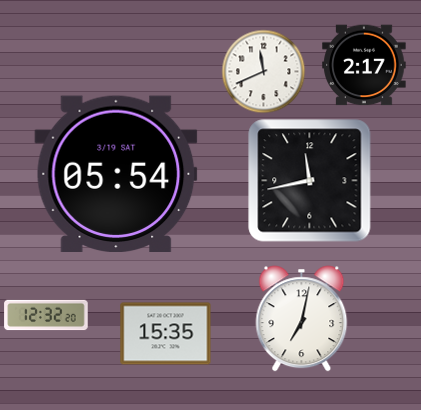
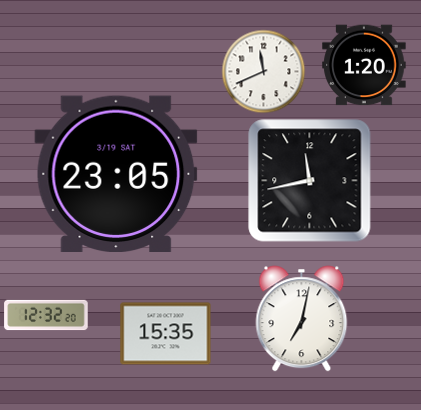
clock at (364, 65): 2:17 -> 1:20
clock at (116, 174): 05:54 -> 23:05
